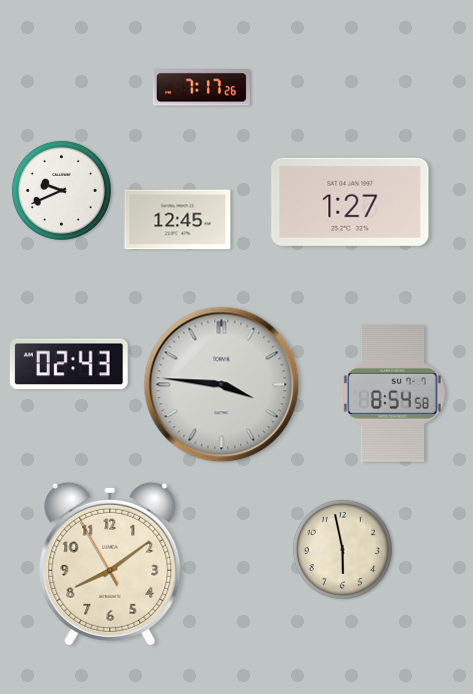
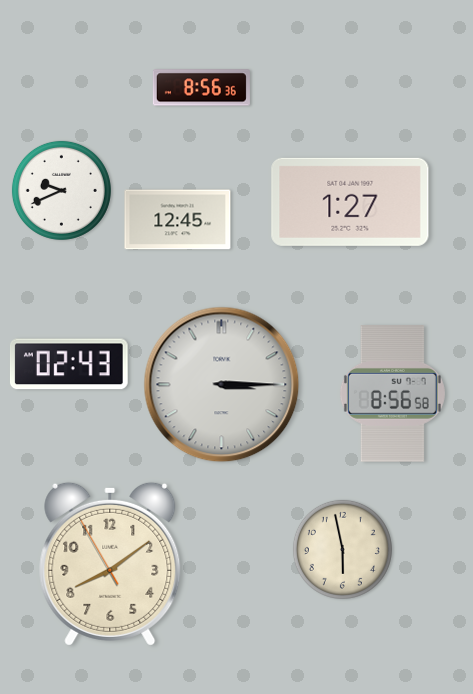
clock at (201, 88): 7:17 -> 8:56
clock at (222, 385): 3:46 -> 3:15
clock at (392, 394): 8:54 -> 8:56
